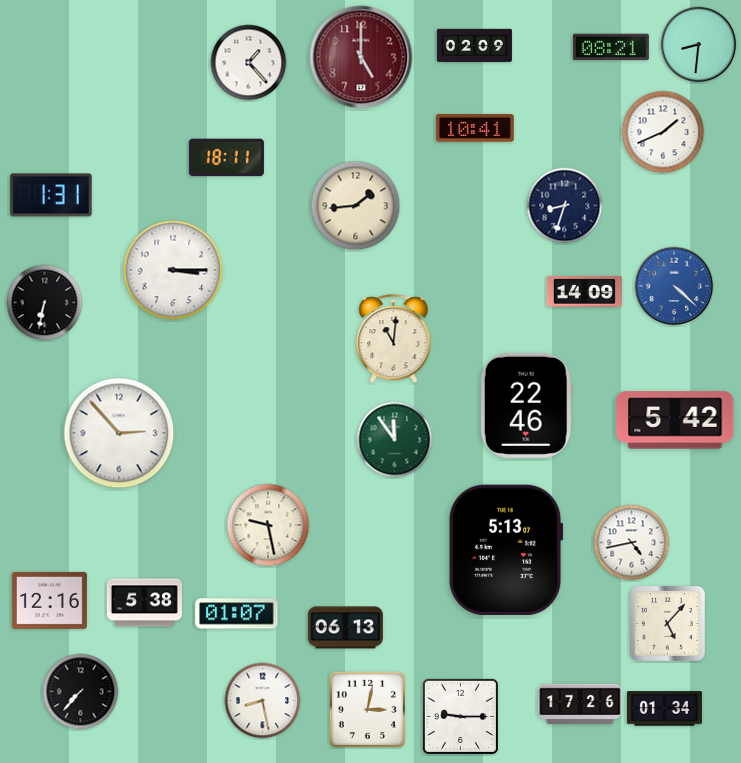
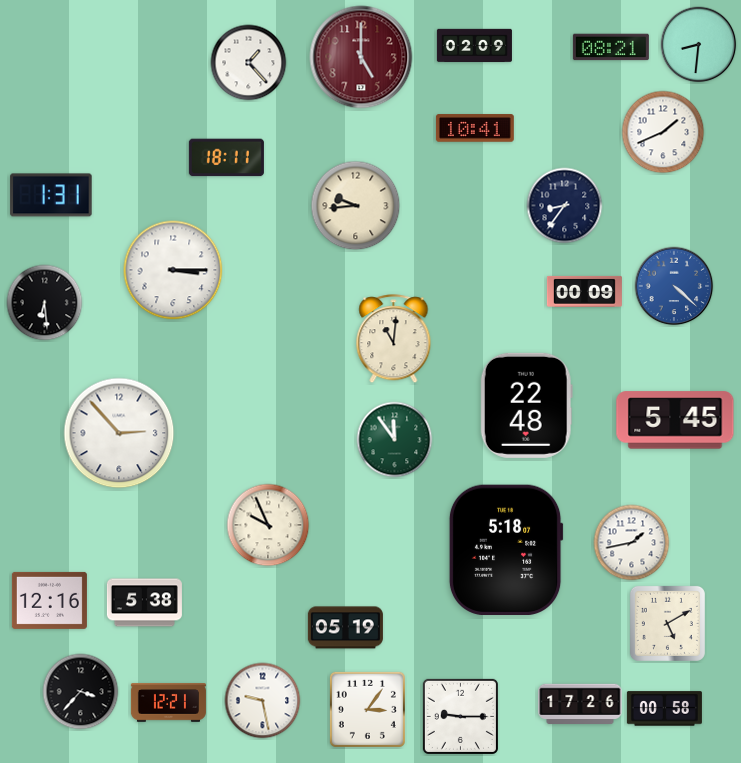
clock at (356, 206): 1:44 -> 9:44
clock at (565, 206): 8:33 -> 8:36
clock at (584, 291): 14:09 -> 00:09
clock at (45, 303): 6:32 -> 6:29
clock at (526, 405): 22:46 -> 22:48
clock at (675, 420): 5:42 -> 5:45
clock at (268, 525): 9:28 -> 9:56
clock at (632, 543): 4:43 -> 1:43
clock at (506, 549): 5:13 -> 5:18
clock at (237, 614): 01:07 -> none
clock at (667, 623): 5:07 -> 5:10
clock at (345, 628): 06:13 -> 05:19
clock at (81, 692): 7:37 -> 3:37
clock at (263, 701): 8:28 -> 9:28
clock at (168, 703): none -> 12:21
clock at (367, 709): 3:02 -> 3:06
clock at (664, 709): 01:34 -> 00:58
